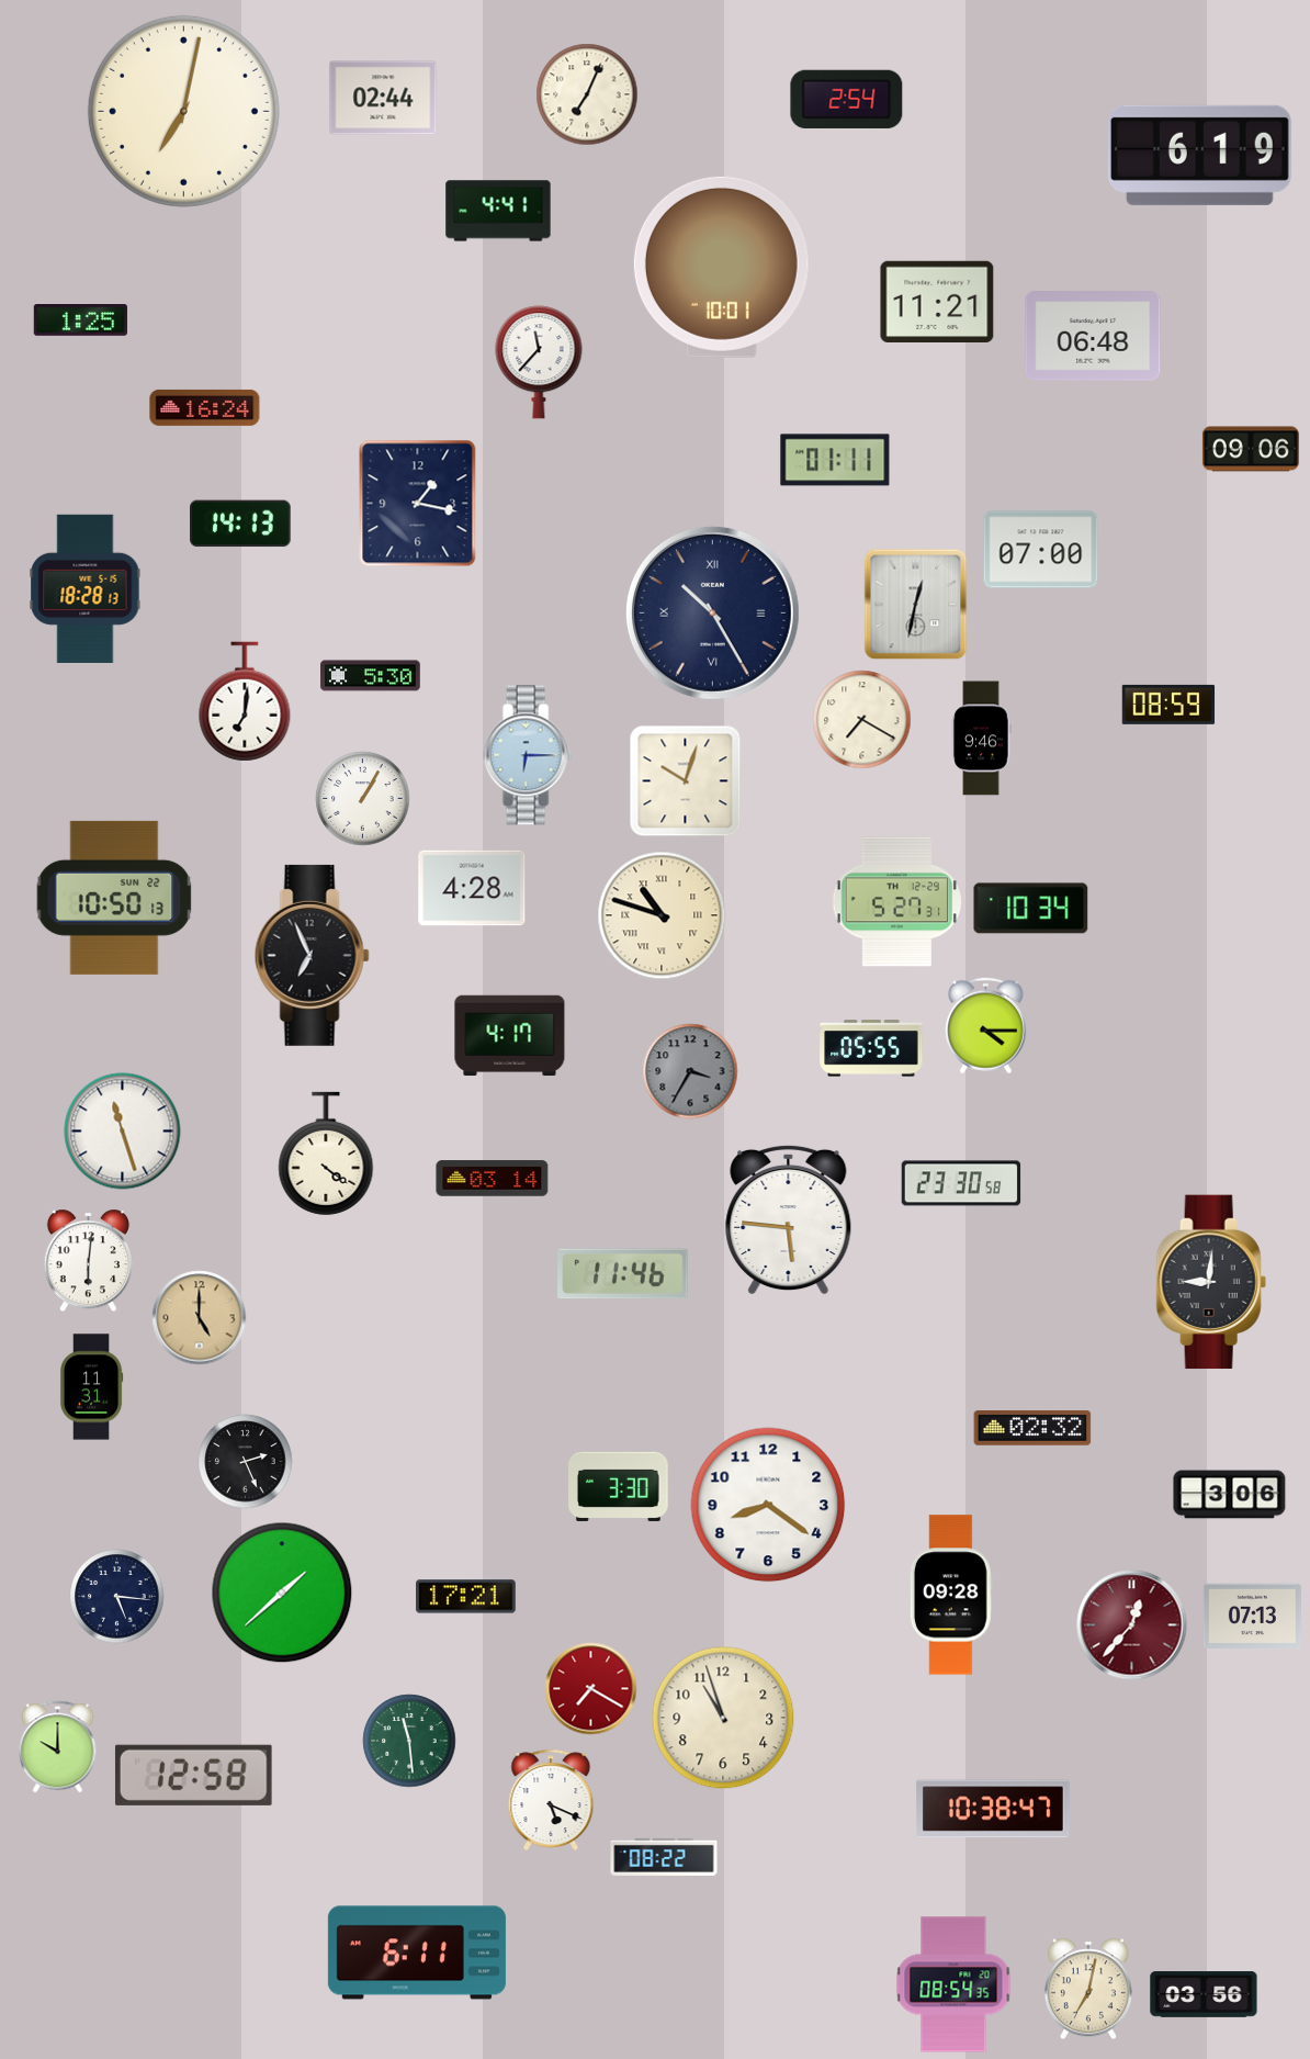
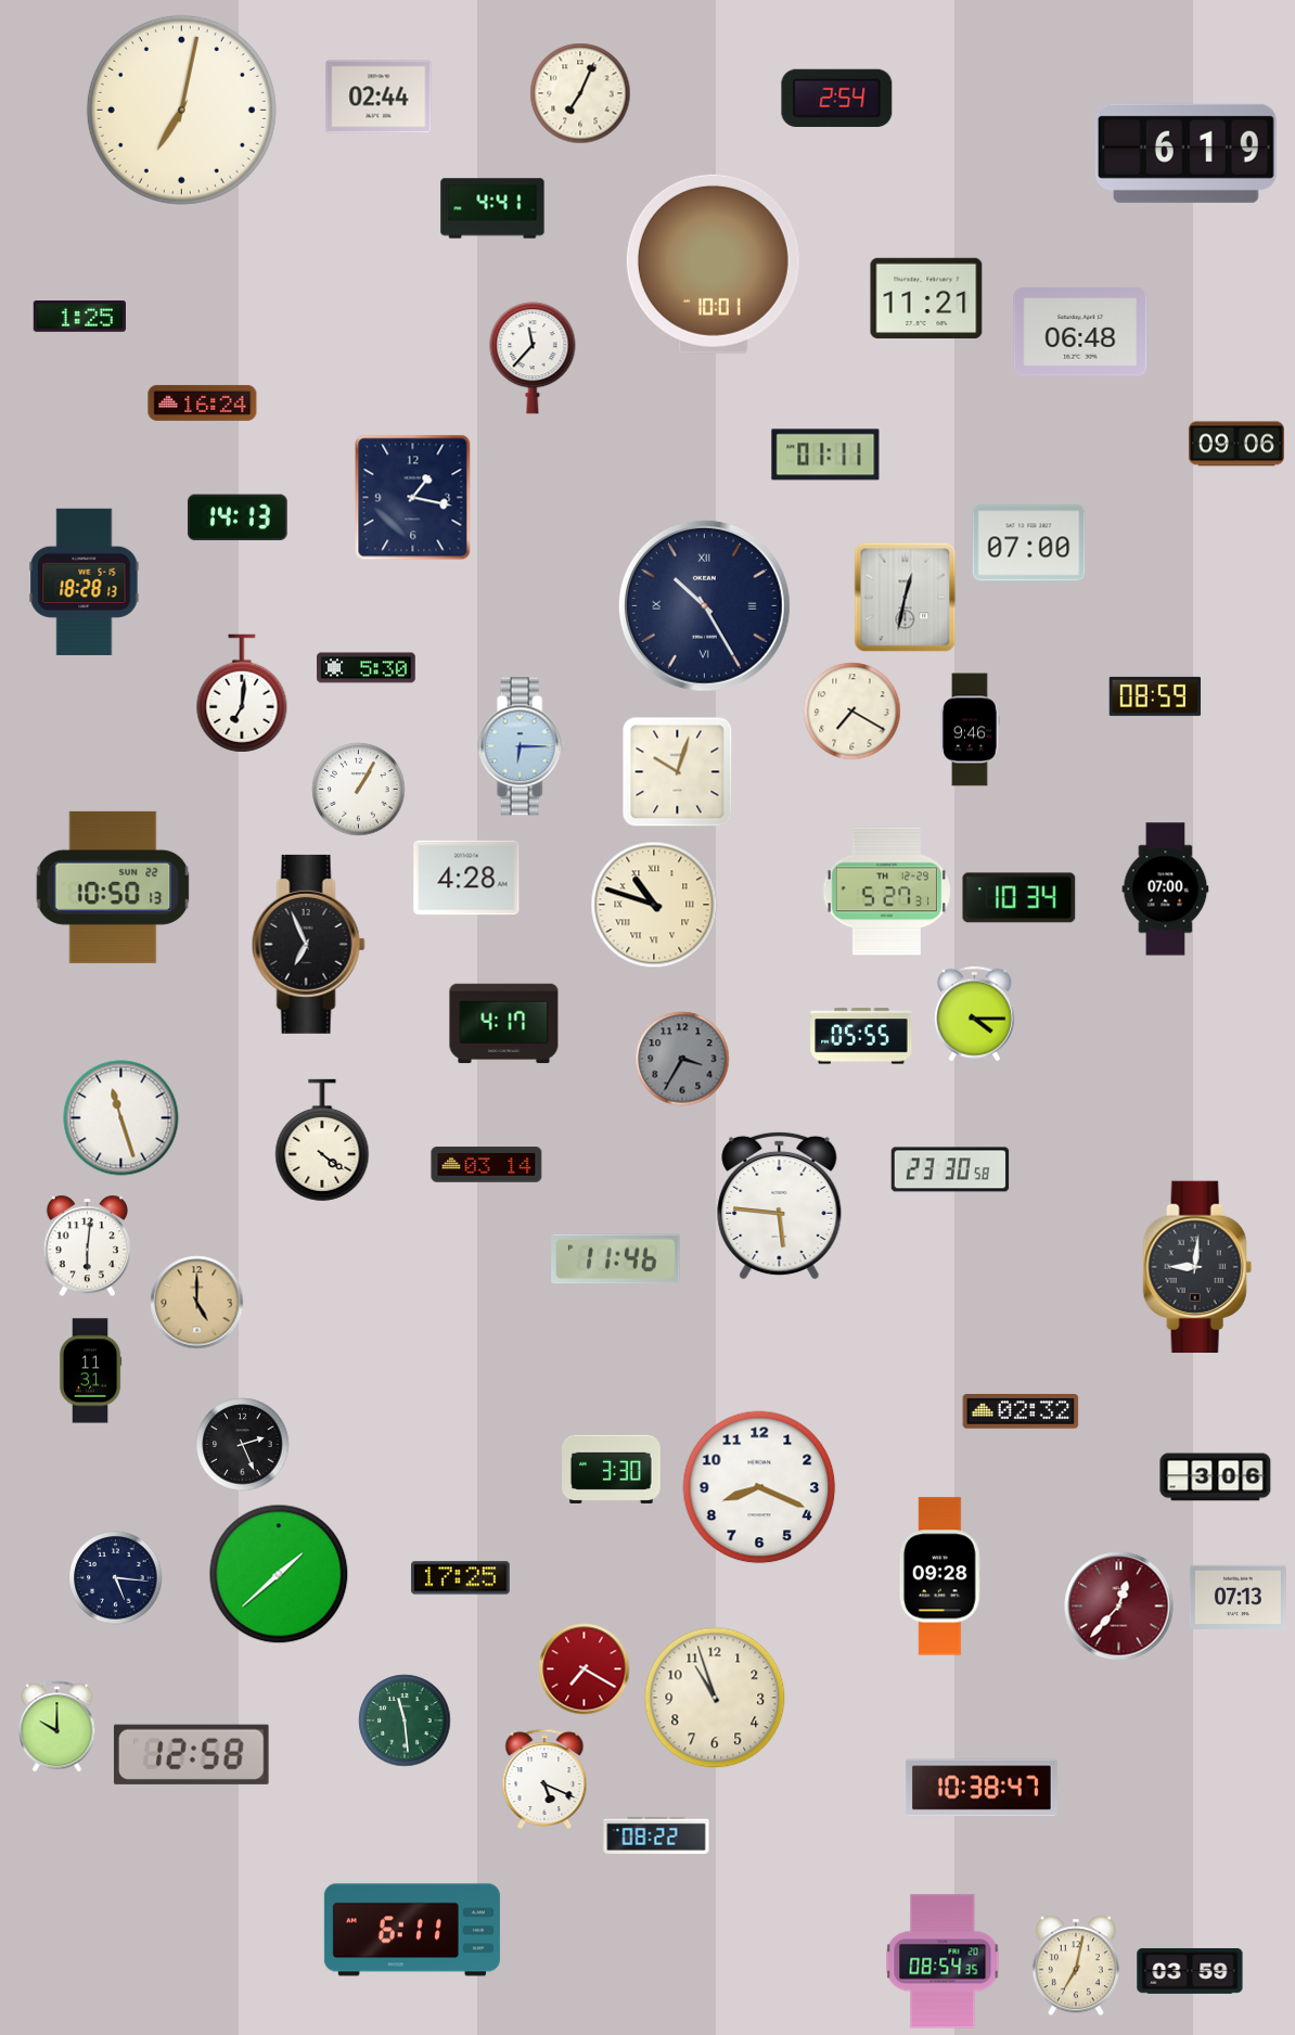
clock at (1166, 889): none -> 07:00
clock at (768, 1505): 8:21 -> 8:19
clock at (466, 1597): 17:21 -> 17:25
clock at (1204, 1994): 03:56 -> 03:59
